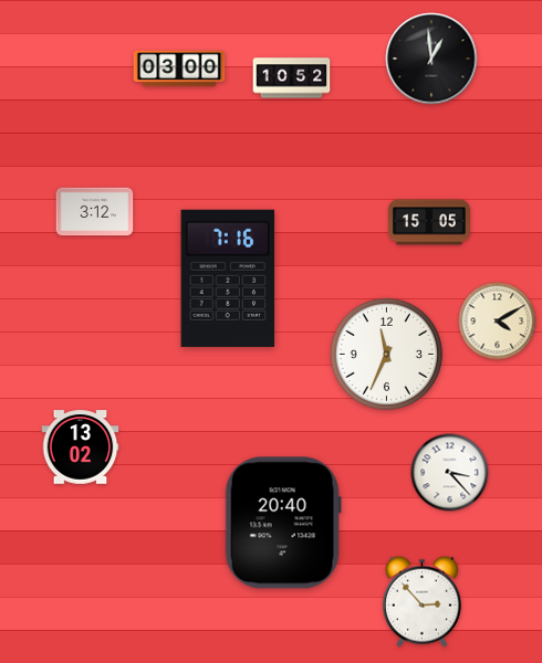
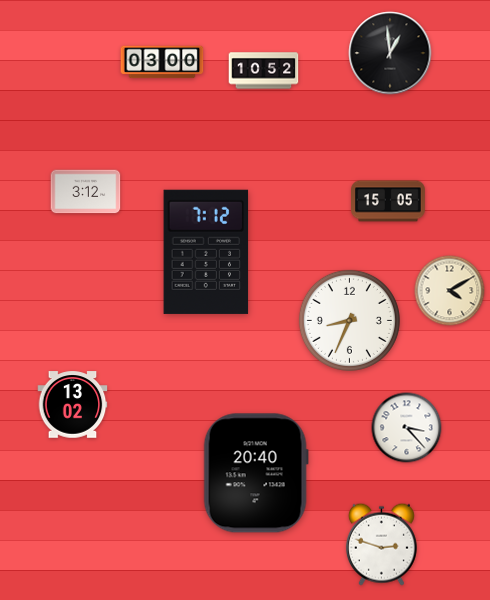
clock at (228, 278): 7:16 -> 7:12
clock at (386, 354): 11:34 -> 8:34
clock at (421, 601): 2:53 -> 2:48
